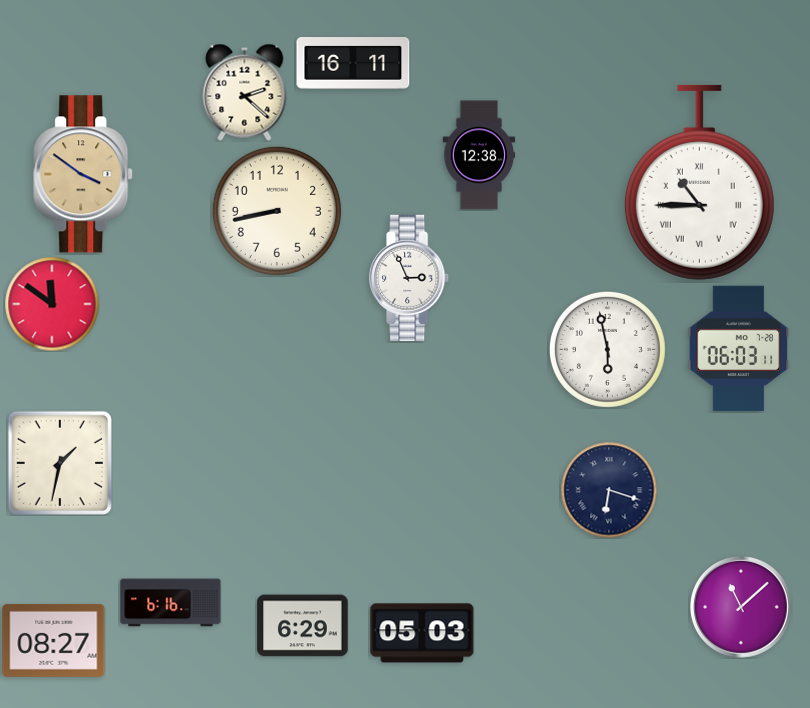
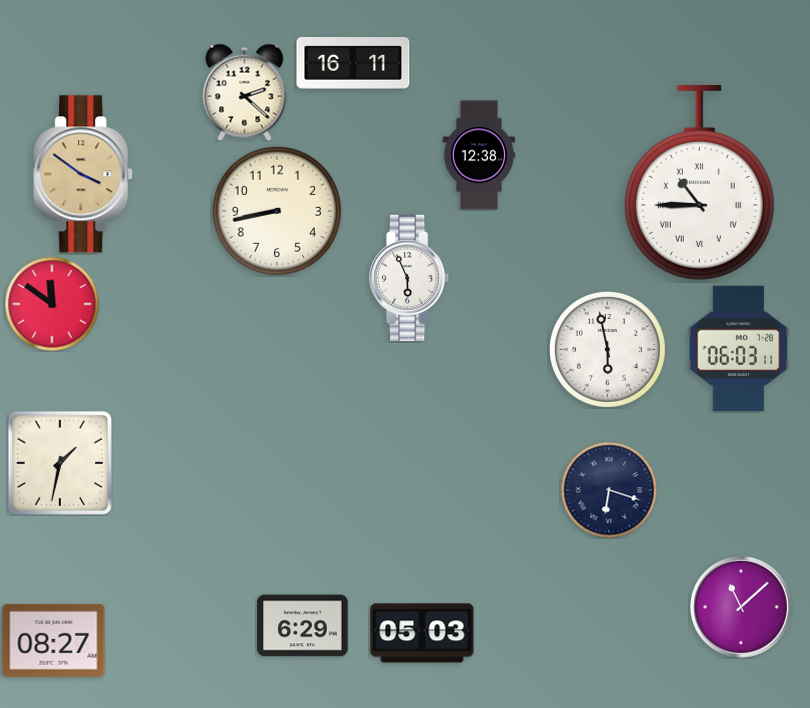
clock at (410, 277): 2:56 -> 5:56
clock at (171, 603): 6:16 -> none
